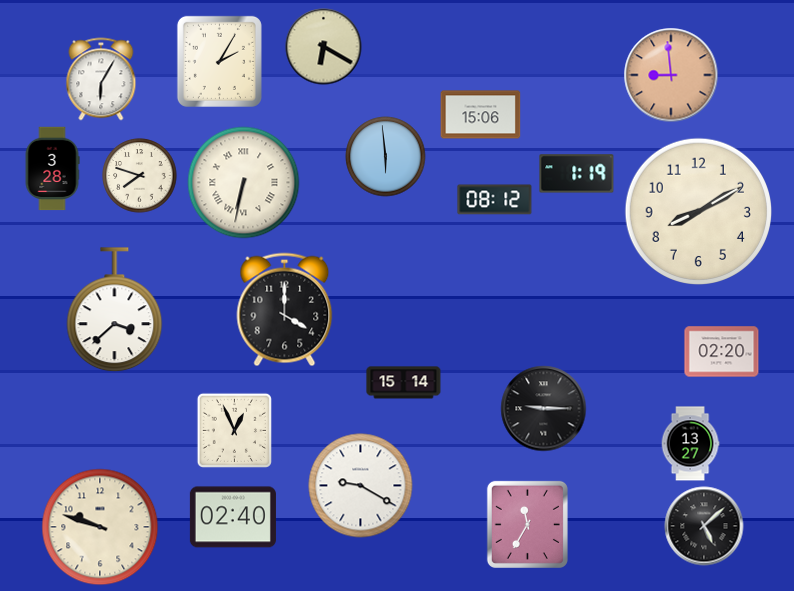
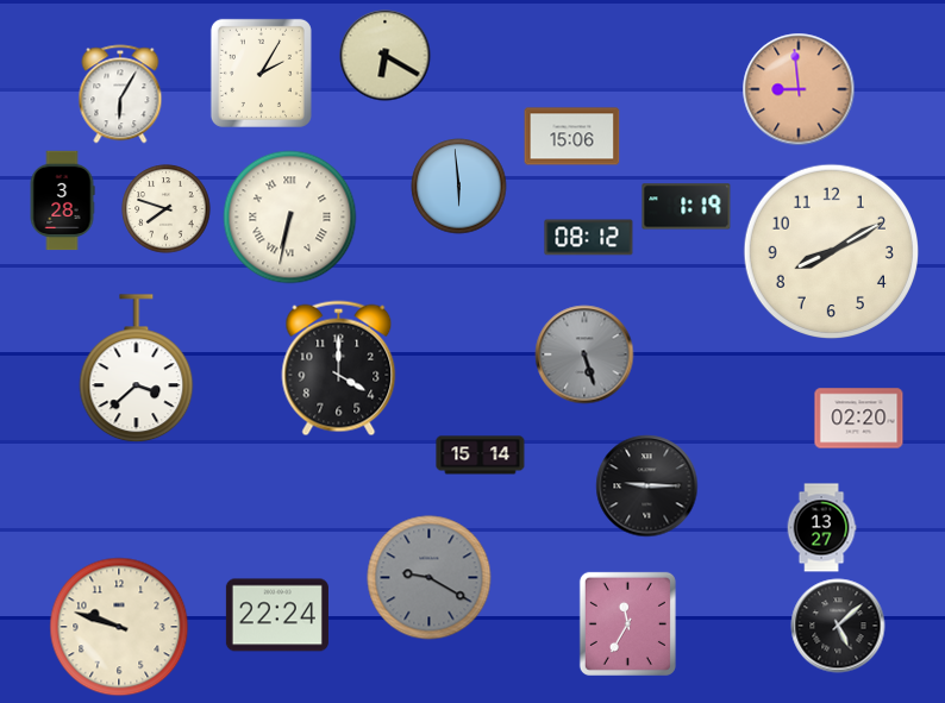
clock at (584, 354): none -> 5:27
clock at (234, 430): 12:56 -> none
clock at (361, 486) dial: white -> grey
clock at (233, 517): 02:40 -> 22:24
